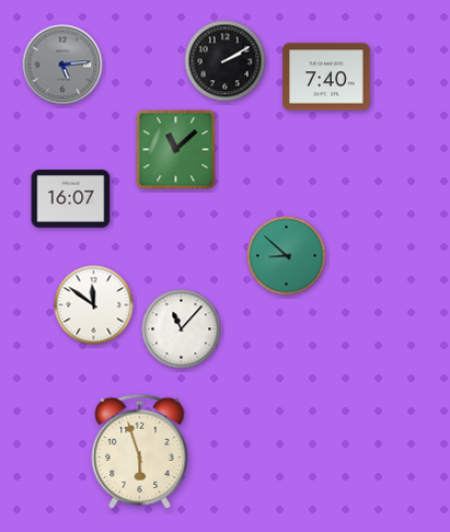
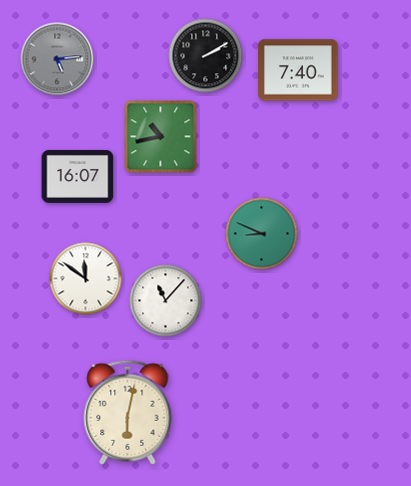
clock at (176, 150): 11:08 -> 10:43
clock at (71, 198) position: (71, 198) -> (78, 176)
clock at (287, 256): 8:52 -> 8:49
clock at (140, 451): 5:57 -> 6:02
